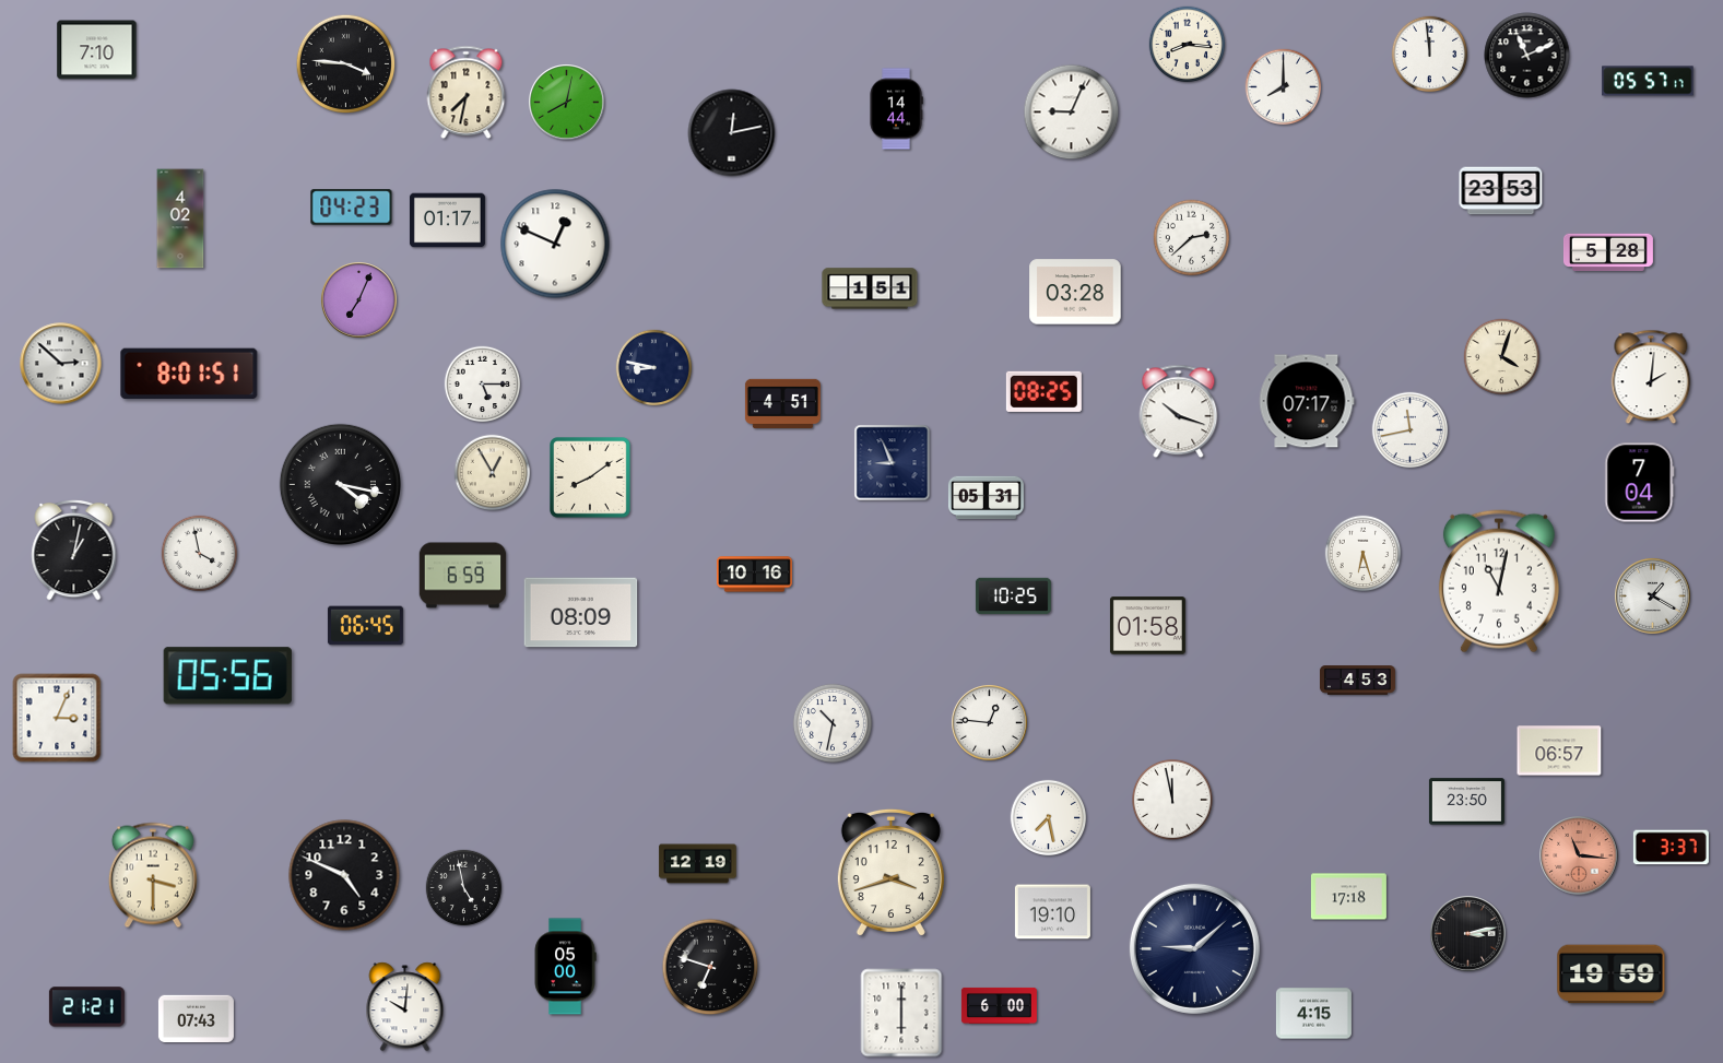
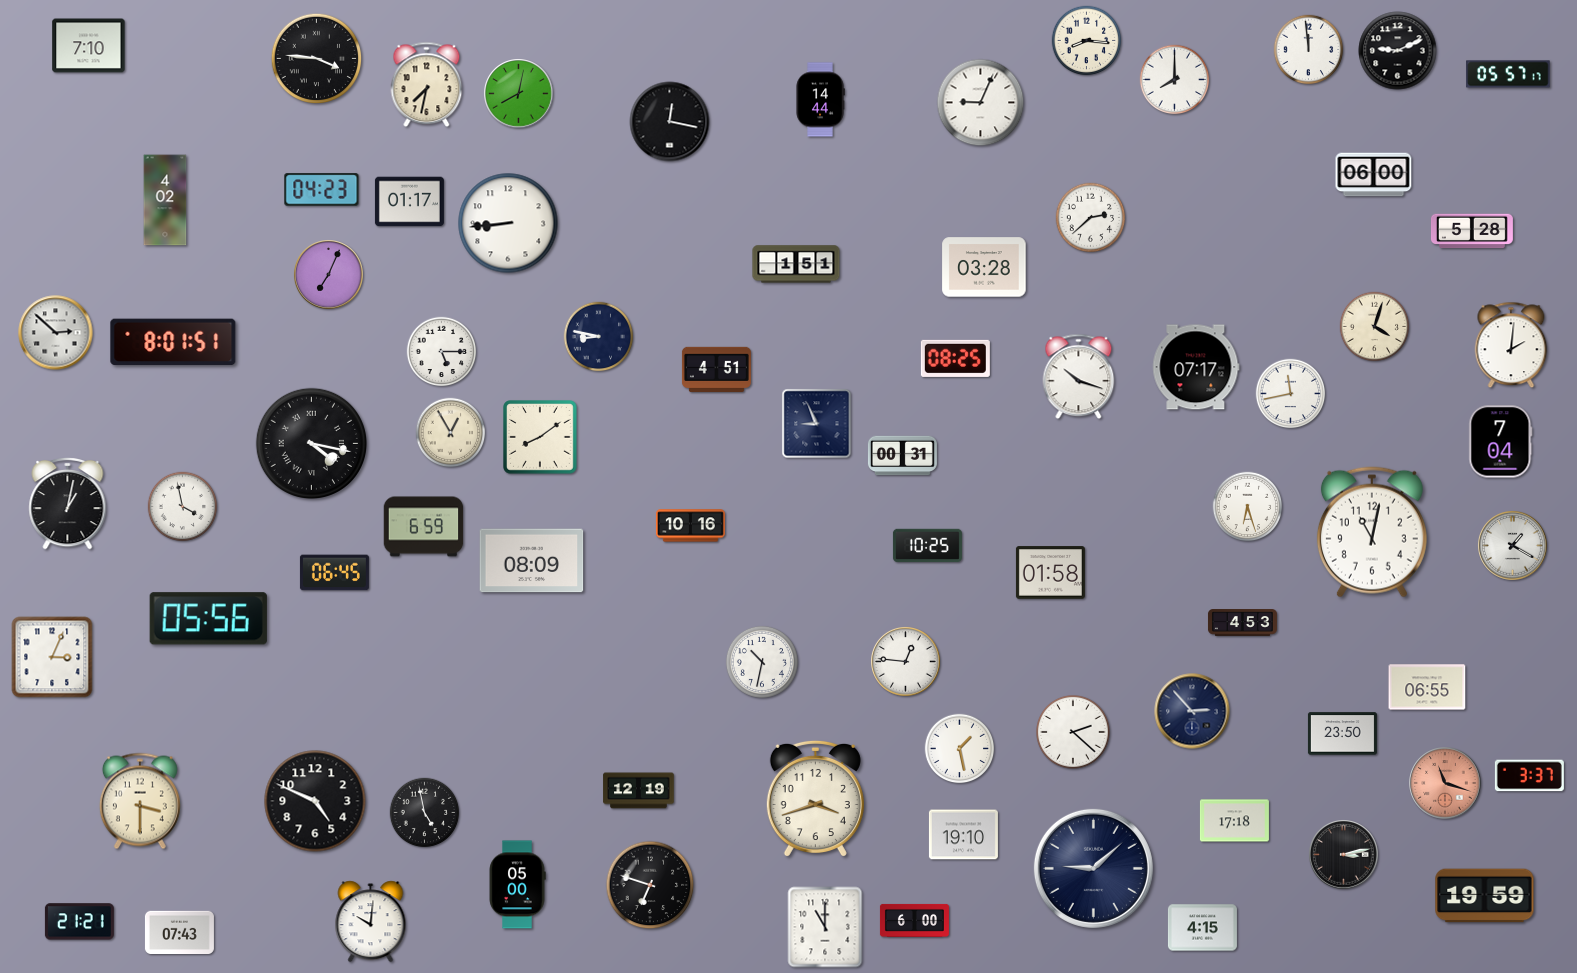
clock at (1527, 56): 11:11 -> 9:11
clock at (732, 133): 12:13 -> 12:17
clock at (1501, 191): 23:53 -> 06:00
clock at (555, 244): 12:49 -> 8:44
clock at (986, 498): 05:31 -> 00:31
clock at (1559, 751): 06:57 -> 06:55
clock at (1192, 711): none -> 2:53
clock at (1173, 801): 11:58 -> 2:22
clock at (1049, 818): 7:28 -> 1:28
clock at (1579, 855): 11:16 -> 11:18
clock at (1612, 975) position: (1612, 975) -> (1485, 896)
clock at (901, 1013): 6:00 -> 11:00
